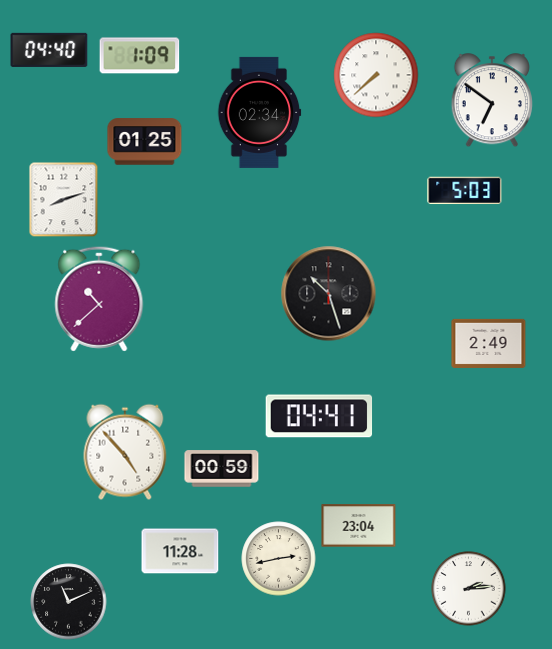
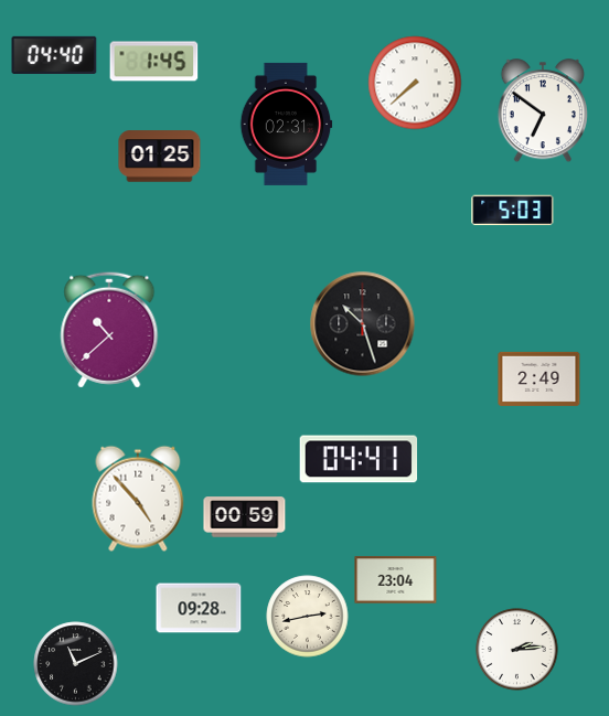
clock at (140, 56): 1:09 -> 1:45
clock at (259, 112): 02:34 -> 02:31
clock at (64, 200): 8:12 -> none
clock at (319, 416) position: (319, 416) -> (359, 459)
clock at (180, 551): 11:28 -> 09:28
